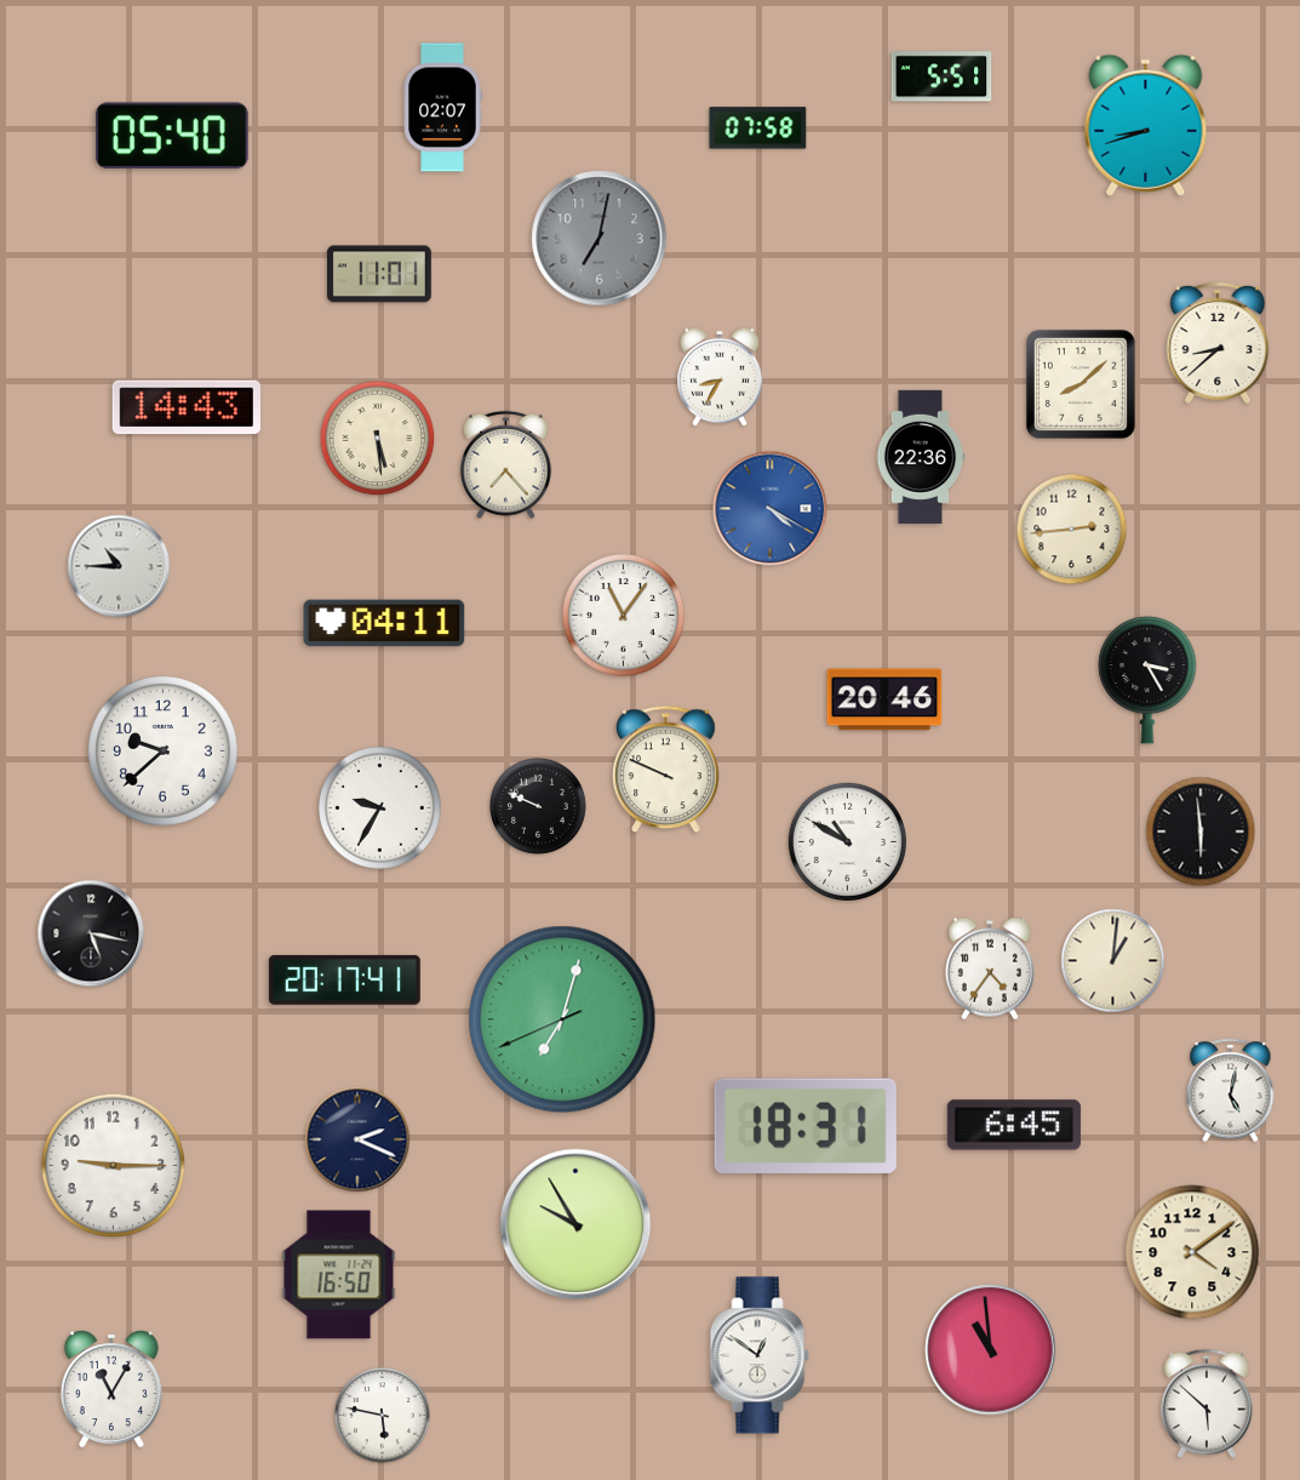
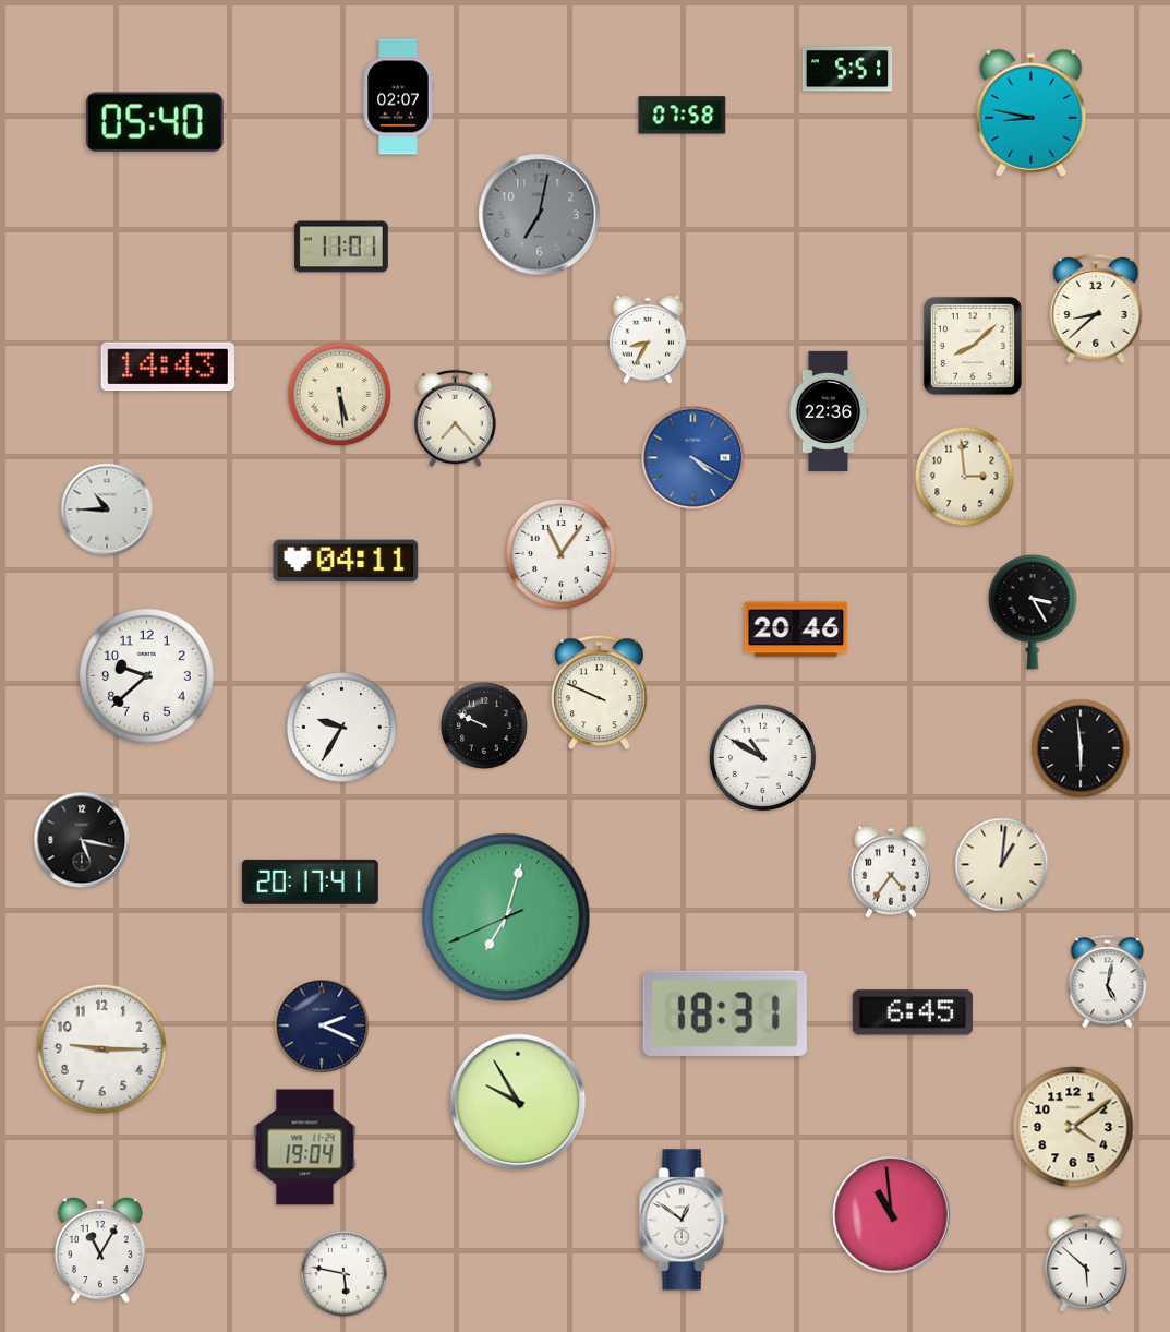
clock at (1146, 125): 8:42 -> 8:47
clock at (1072, 530): 2:44 -> 2:59
clock at (339, 1275): 16:50 -> 19:04
